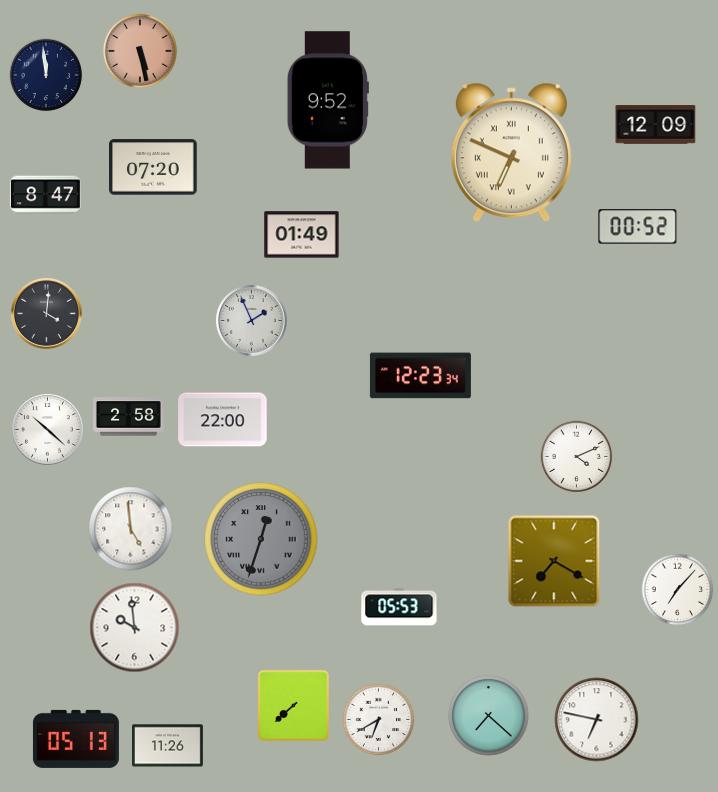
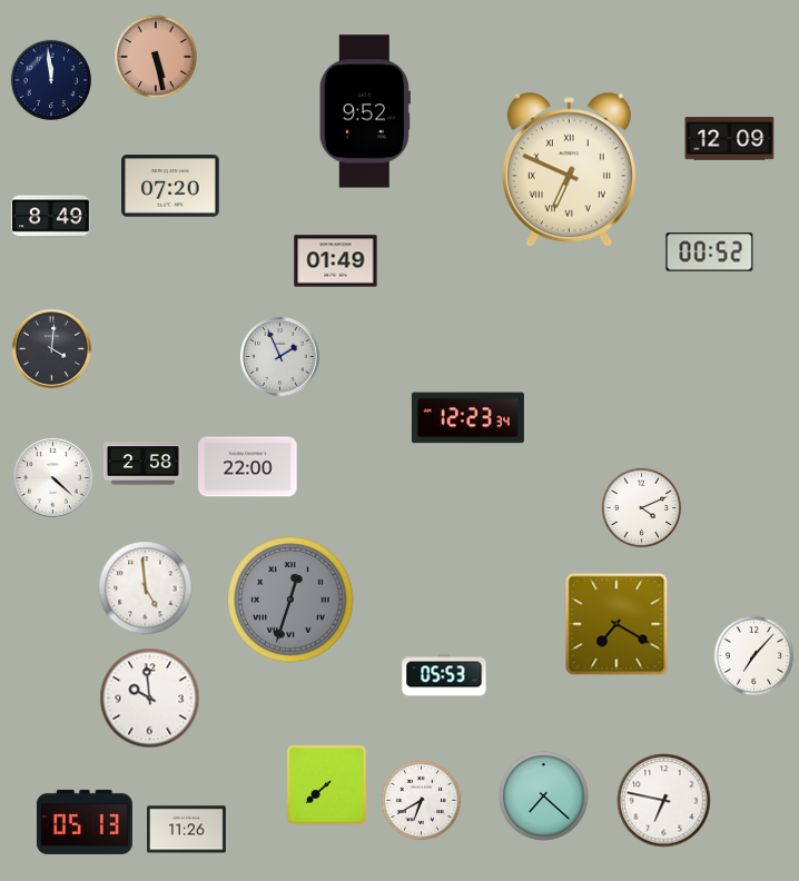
clock at (46, 75) position: (46, 75) -> (51, 80)
clock at (45, 195): 8:47 -> 8:49
clock at (48, 430): 10:22 -> 4:22
